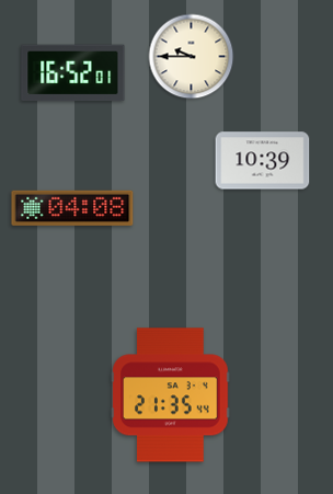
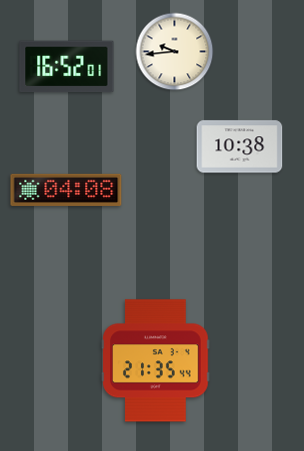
clock at (192, 57): 9:45 -> 9:44
clock at (263, 161): 10:39 -> 10:38
